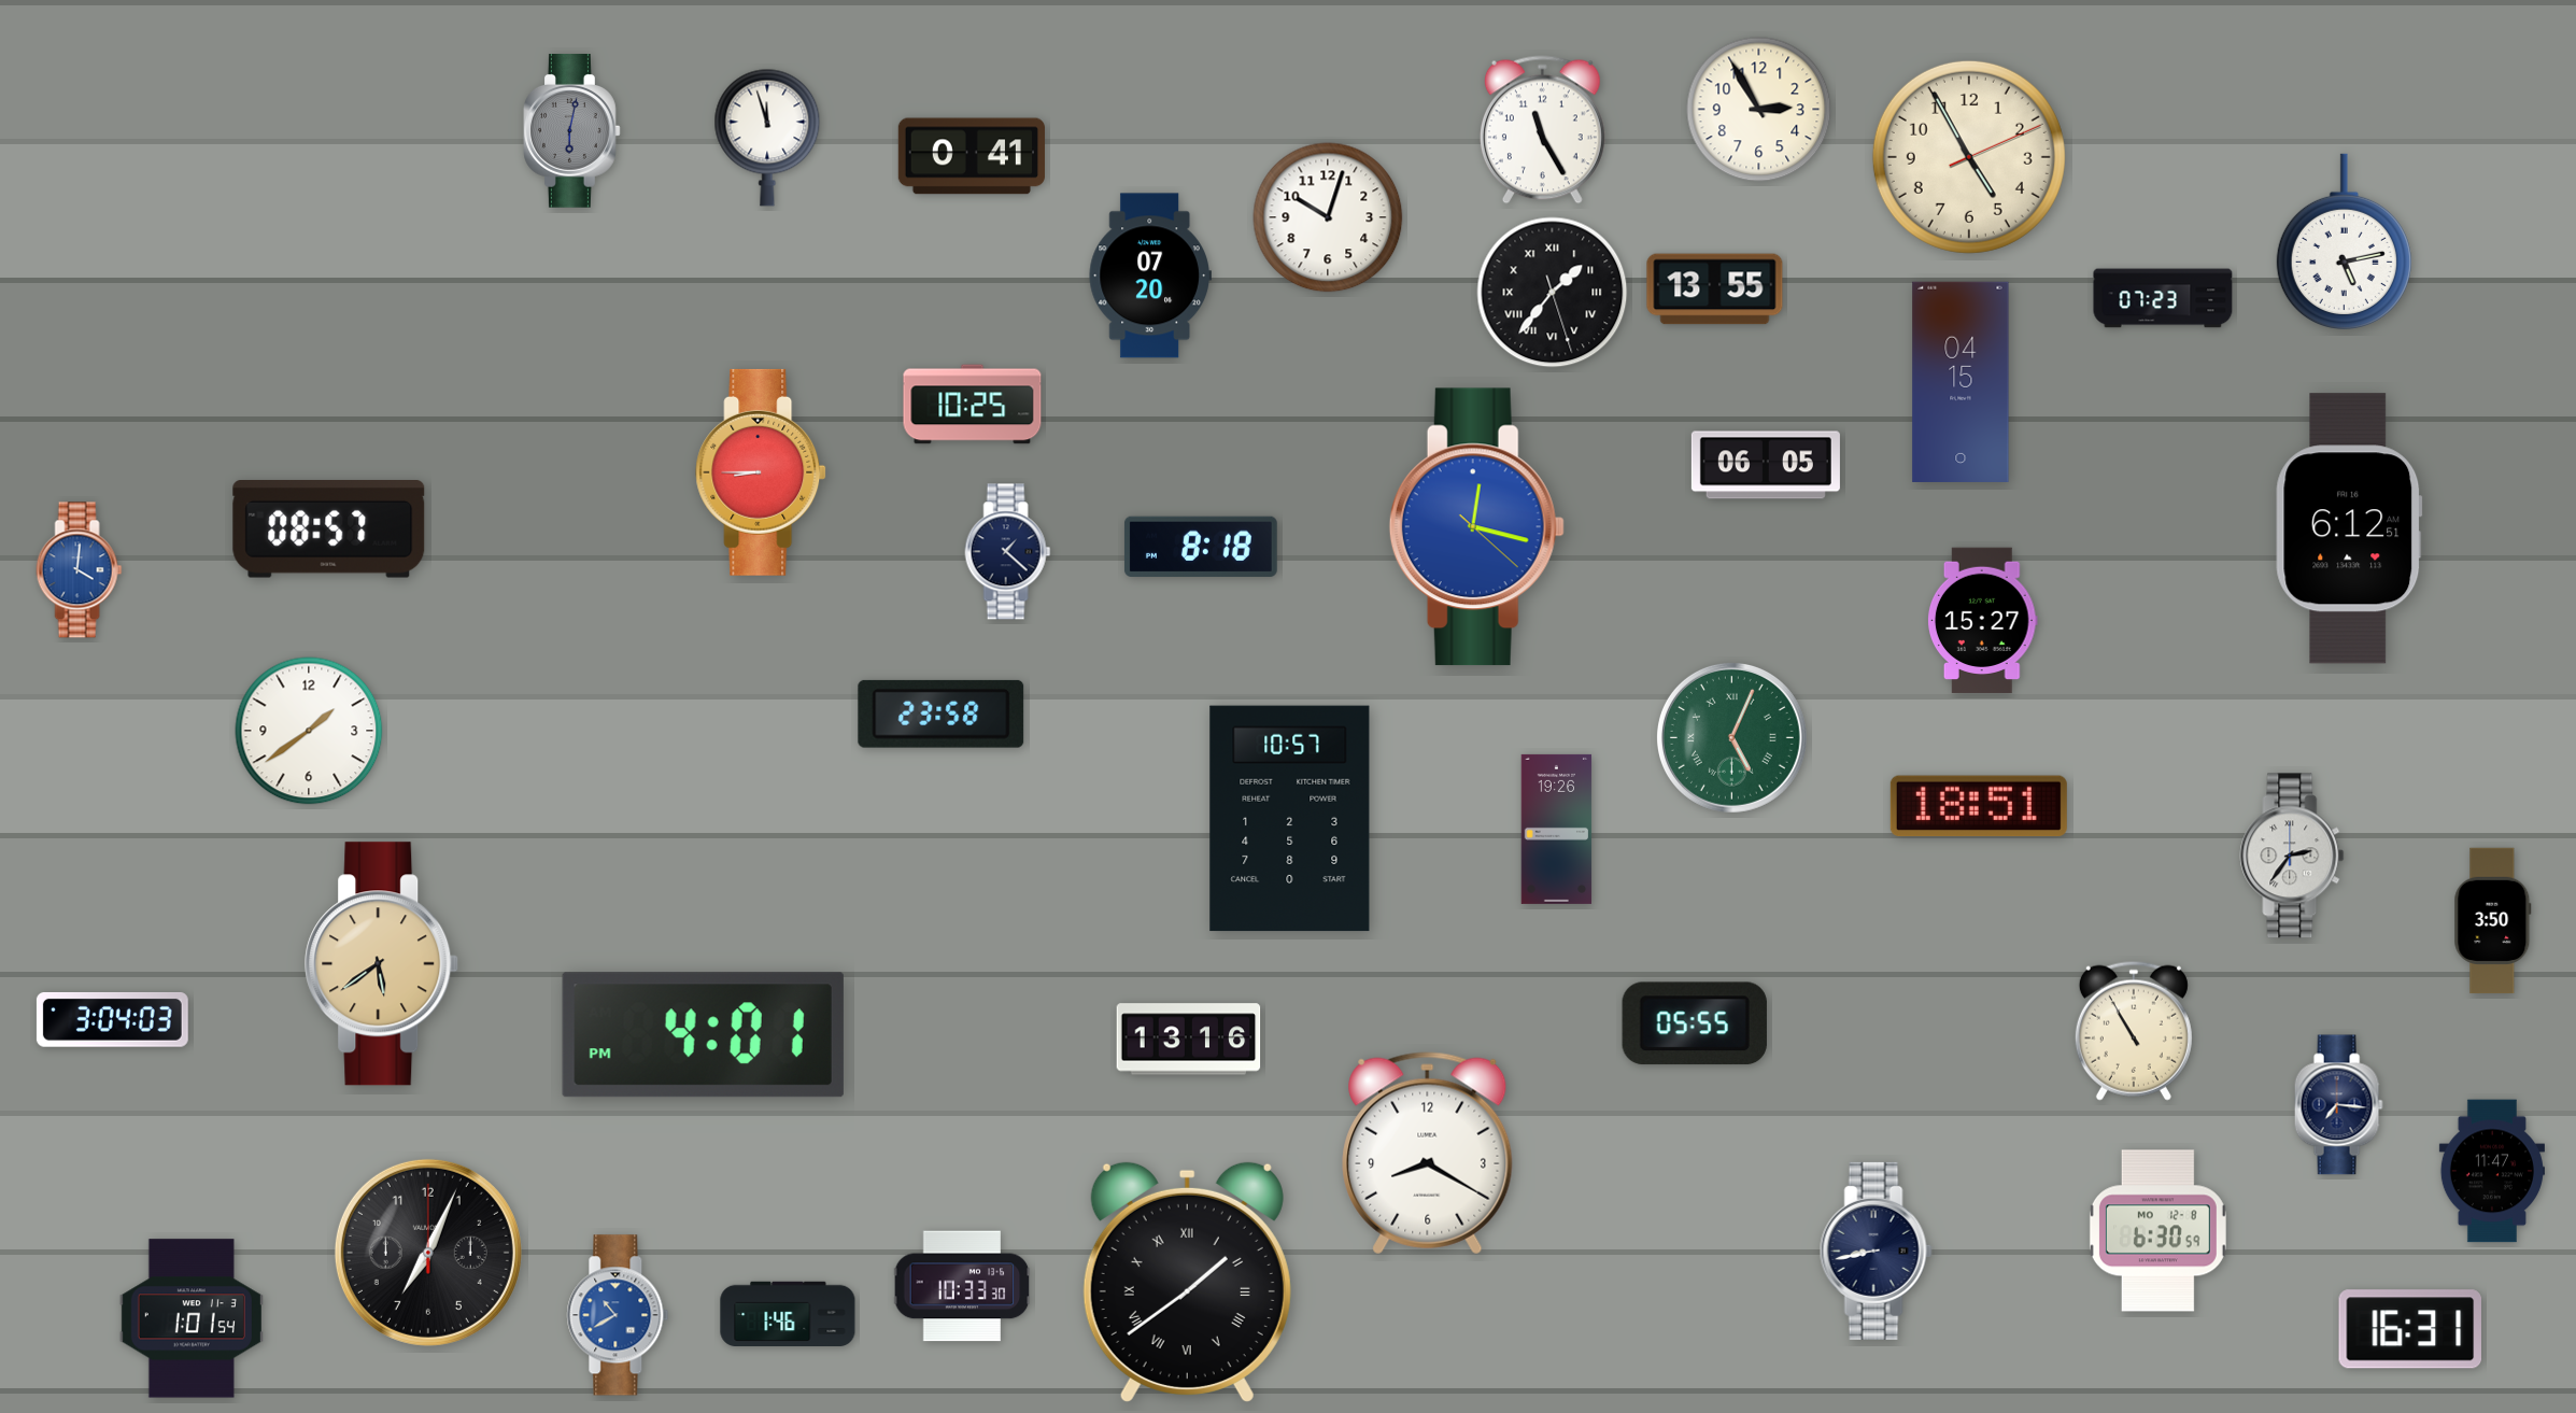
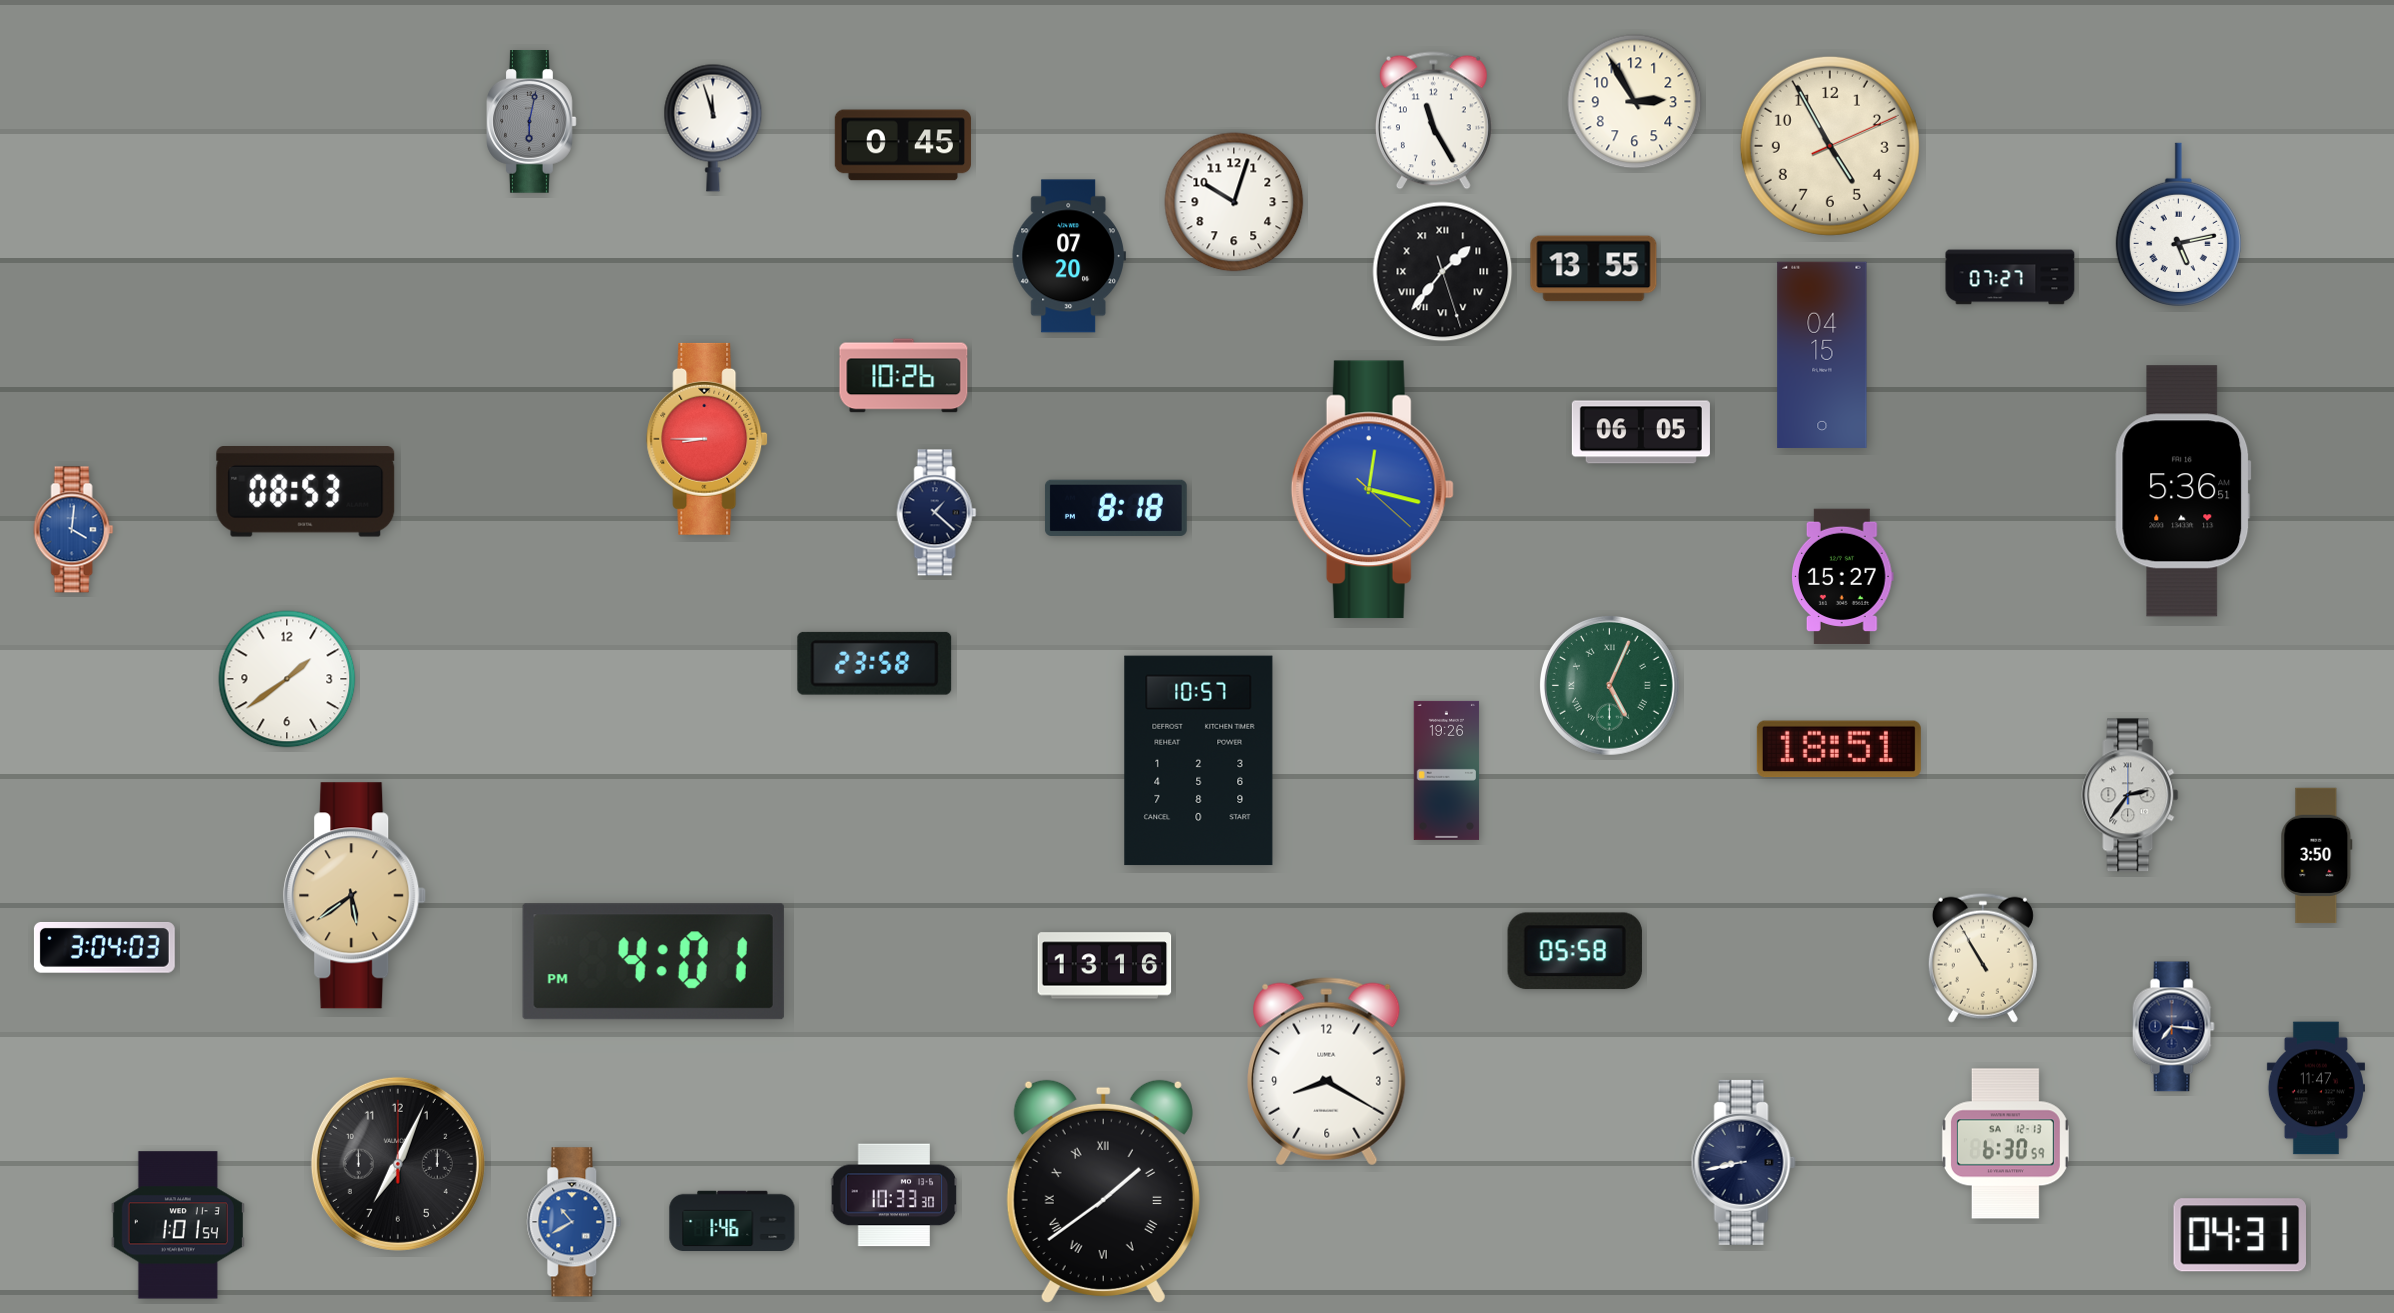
clock at (972, 156): 0:41 -> 0:45
clock at (2163, 298): 07:23 -> 07:27
clock at (973, 405): 10:25 -> 10:26
clock at (2349, 528): 6:12 -> 5:36
clock at (329, 529): 08:57 -> 08:53
clock at (1695, 1023): 05:55 -> 05:58
clock at (2157, 1231) date: MO 12-8 -> SA 12-13
clock at (2409, 1329): 16:31 -> 04:31
